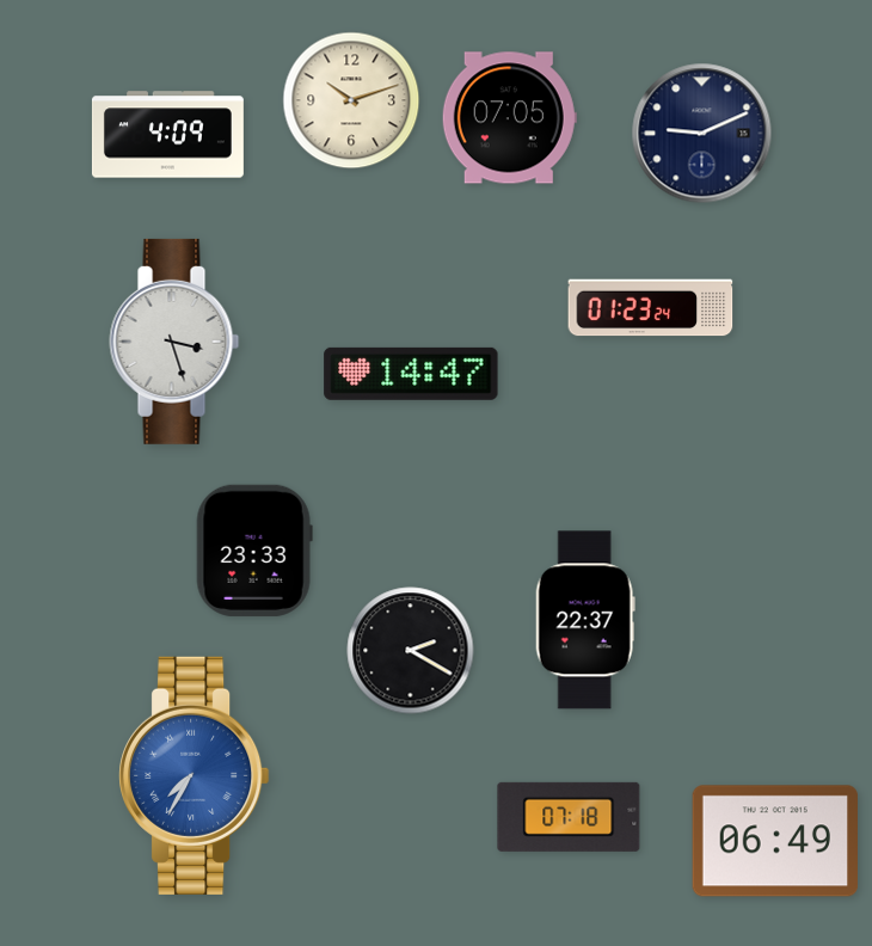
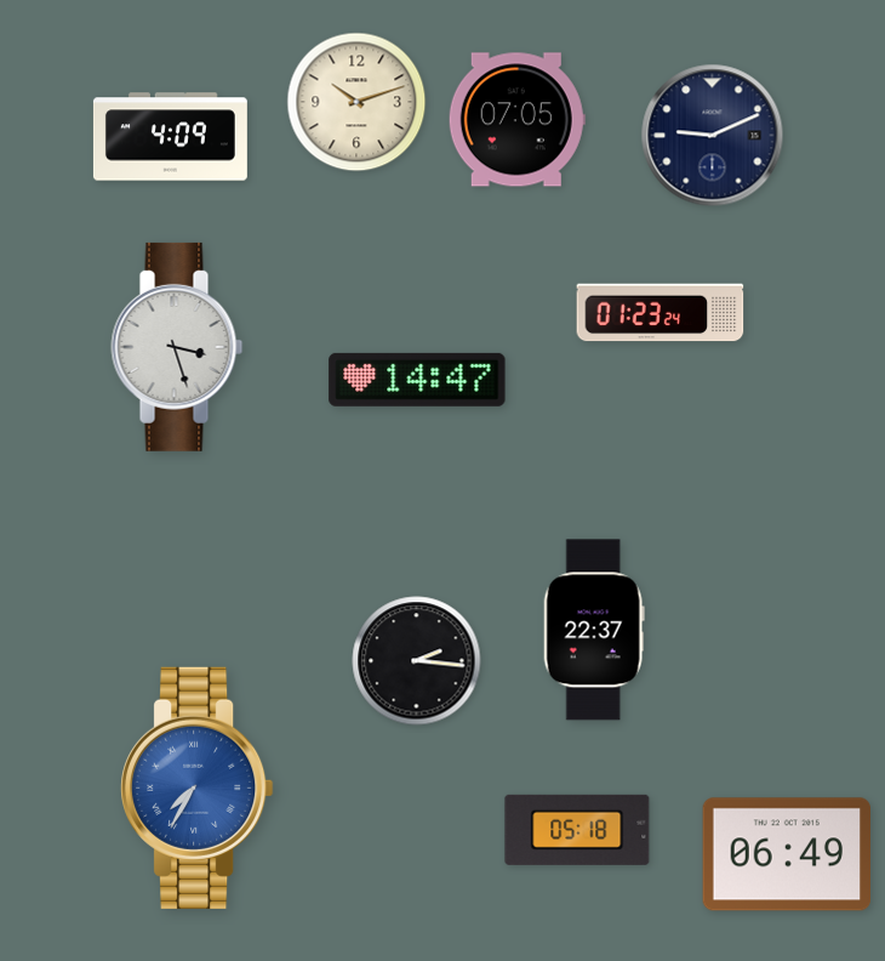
clock at (254, 551): 23:33 -> none
clock at (411, 651): 2:20 -> 2:16
clock at (569, 817): 07:18 -> 05:18
